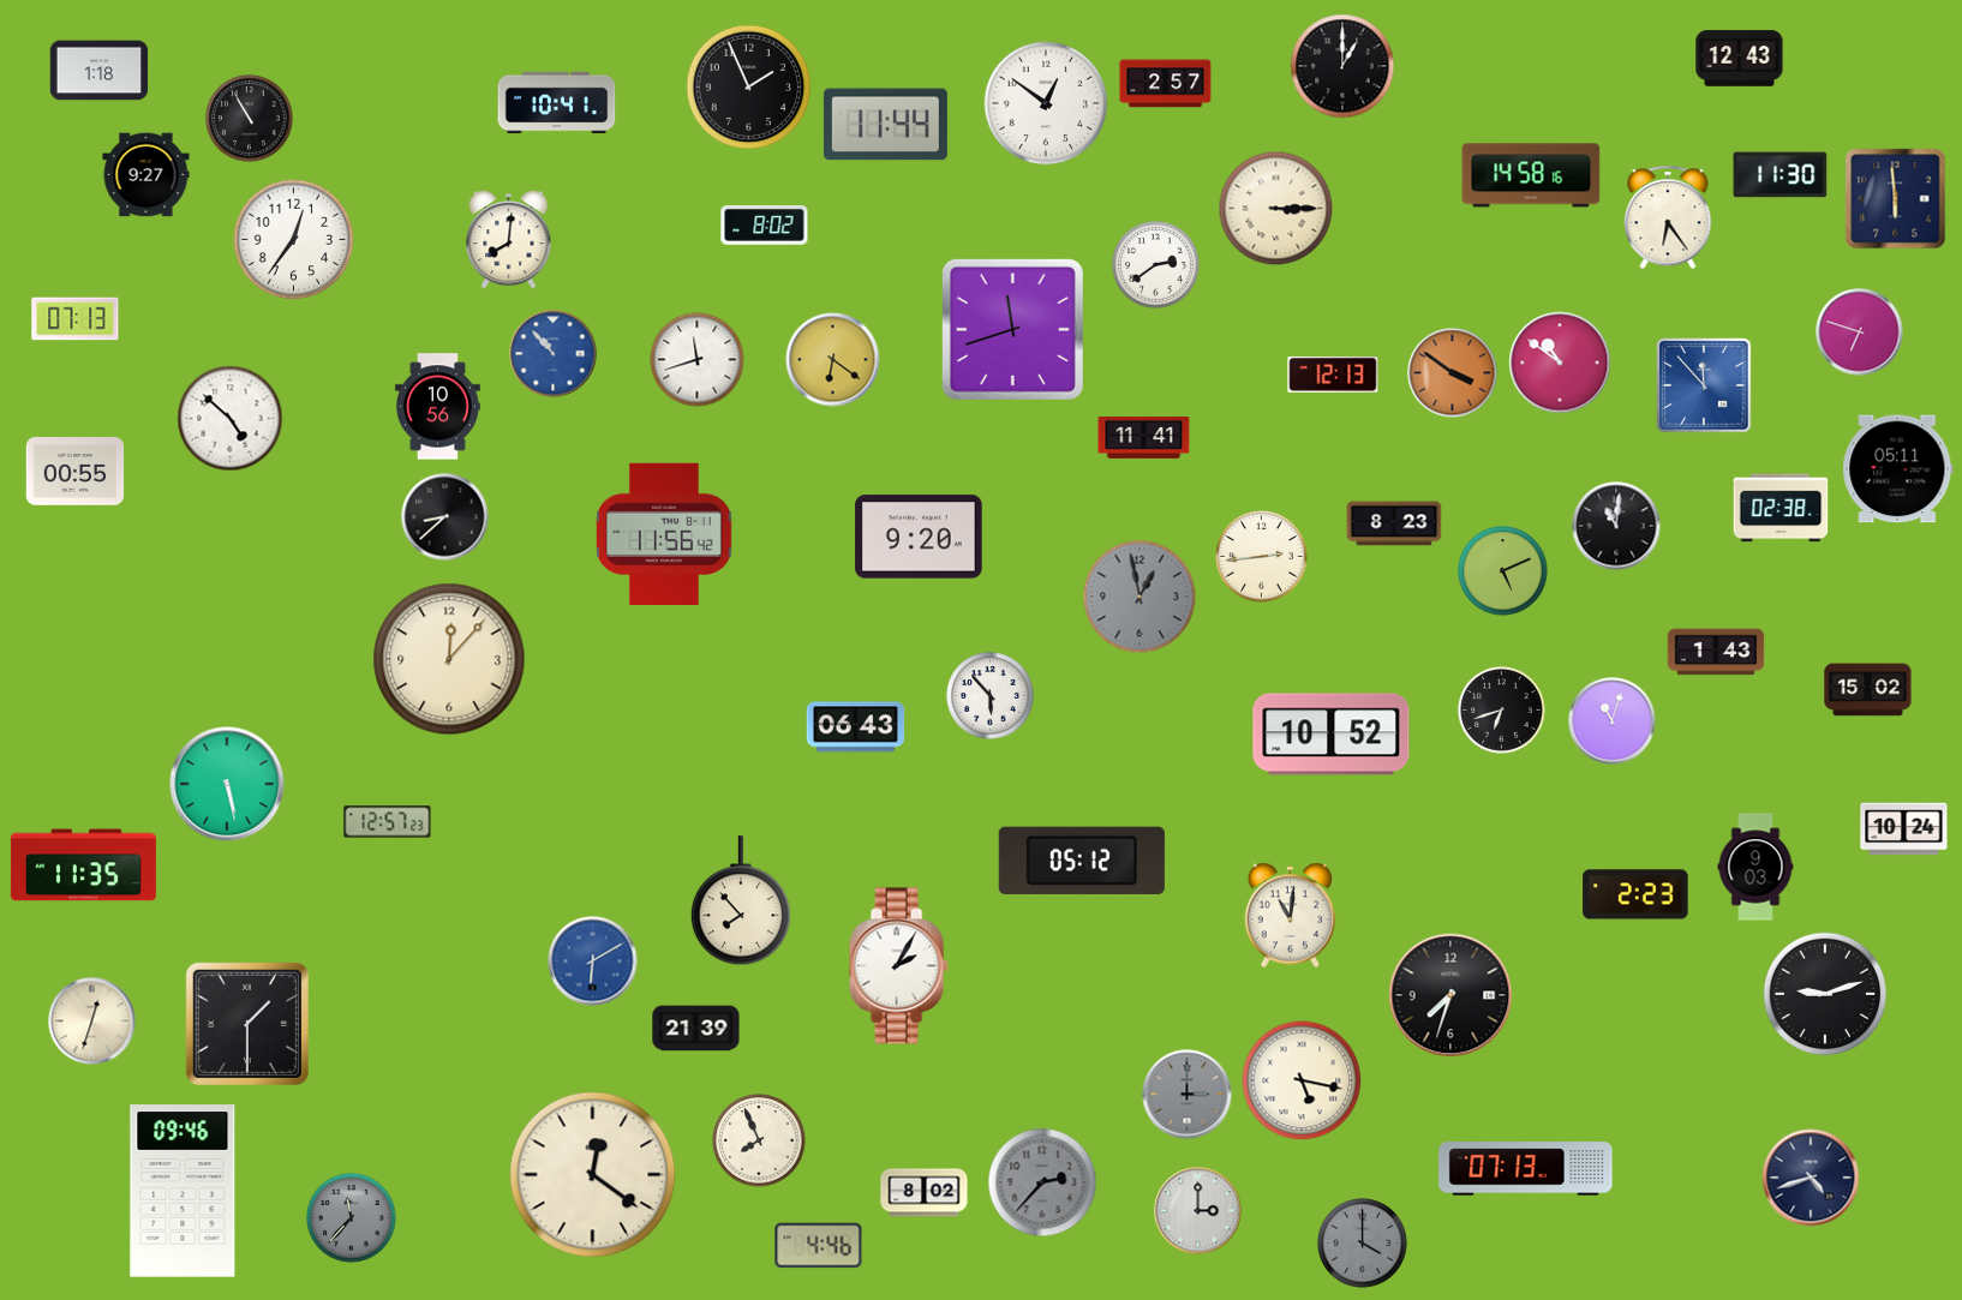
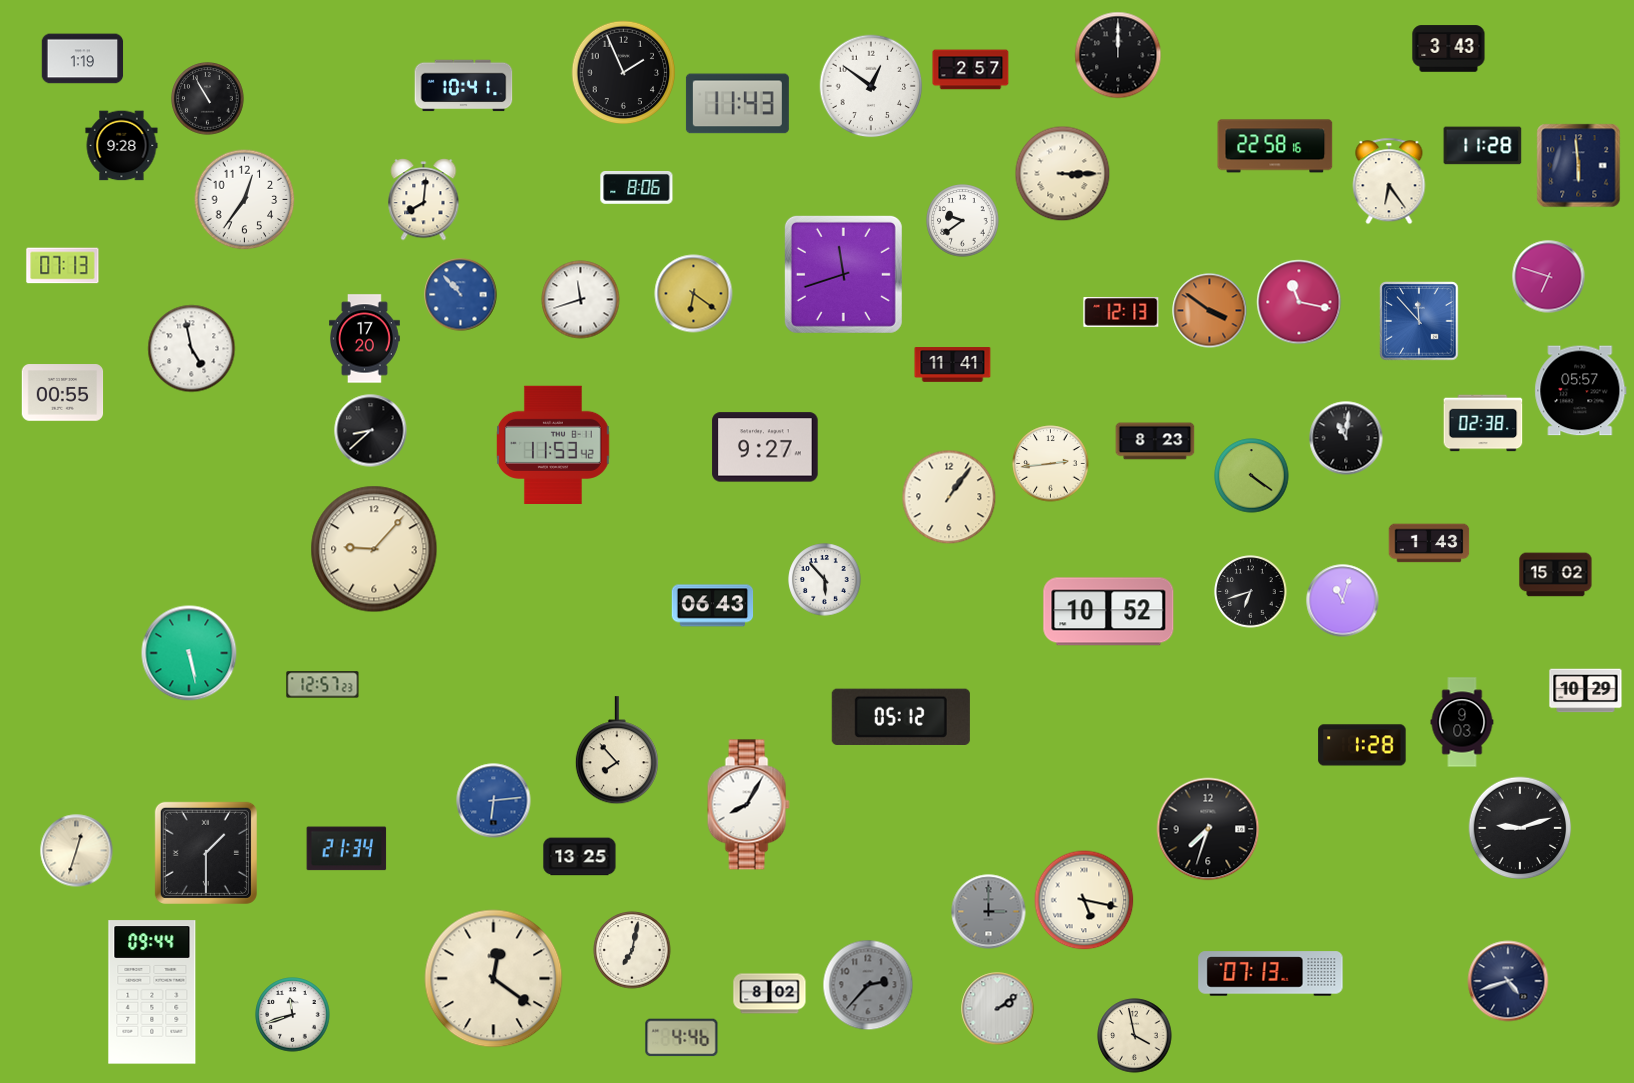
clock at (1740, 59): 12:43 -> 3:43
clock at (1342, 66): 1:00 -> 12:00
clock at (100, 71): 1:18 -> 1:19
clock at (885, 125): 11:44 -> 11:43
clock at (146, 175): 9:27 -> 9:28
clock at (1531, 175): 14:58 -> 22:58
clock at (1781, 175): 11:30 -> 11:28
clock at (765, 226): 8:02 -> 8:06
clock at (1156, 265): 2:39 -> 9:39
clock at (833, 360) position: (833, 360) -> (694, 294)
clock at (1560, 363): 10:51 -> 11:17
clock at (1333, 376) position: (1333, 376) -> (1121, 313)
clock at (438, 407): 10:56 -> 17:20
clock at (231, 419): 4:52 -> 4:58
clock at (1898, 469): 05:11 -> 05:57
clock at (1394, 523) position: (1394, 523) -> (1155, 441)
clock at (665, 534): 11:56 -> 11:53
clock at (919, 537): 9:20 -> 9:27
clock at (1503, 571): 5:11 -> 4:21
clock at (1139, 597): 12:58 -> 1:06
clock at (1139, 597) dial: grey -> cream
clock at (449, 659): 12:07 -> 9:07
clock at (1904, 829): 10:24 -> 10:29
clock at (83, 865): 11:35 -> none
clock at (1635, 894): 2:23 -> 1:28
clock at (1291, 916): 11:01 -> none
clock at (593, 961): 6:10 -> 6:14
clock at (898, 966): 2:05 -> 8:05
clock at (347, 849): none -> 21:34
clock at (696, 1029): 21:39 -> 13:25
clock at (759, 1140): 7:56 -> 7:02
clock at (183, 1191): 09:46 -> 09:44
clock at (1198, 1211): 3:00 -> 2:09
clock at (352, 1218): 11:37 -> 11:42
clock at (352, 1218) dial: grey -> white
clock at (1363, 1244): 4:00 -> 3:58
clock at (1363, 1244) dial: grey -> cream
